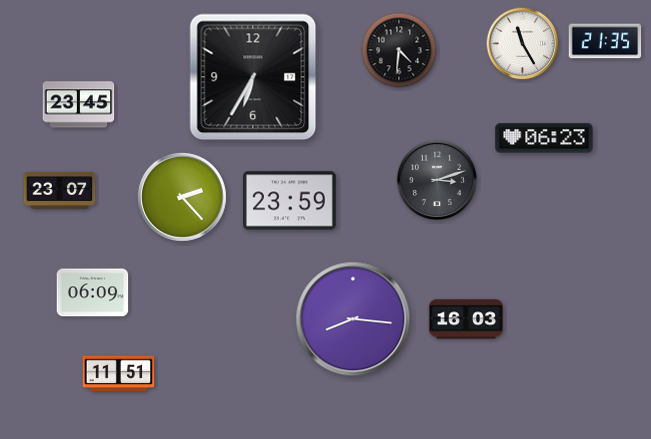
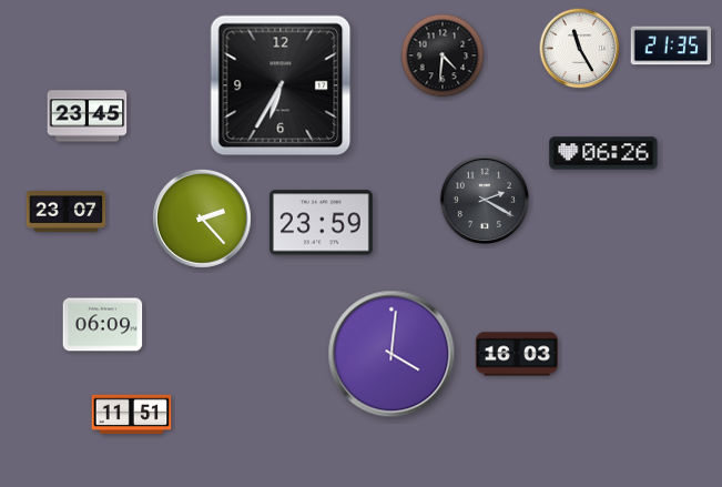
clock at (544, 138): 06:23 -> 06:26
clock at (436, 179): 3:12 -> 2:20
clock at (353, 319): 8:16 -> 4:01
